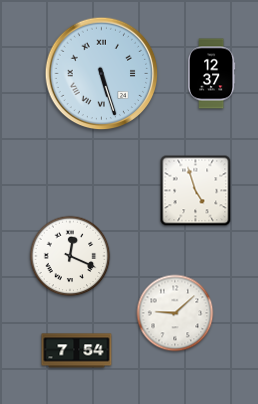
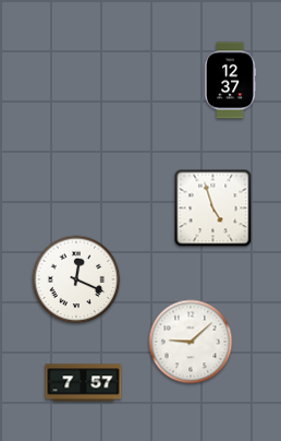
clock at (102, 74): 5:27 -> none
clock at (77, 351): 7:54 -> 7:57
